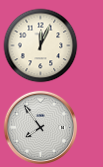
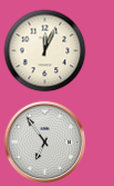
clock at (41, 128): 7:54 -> 6:54
